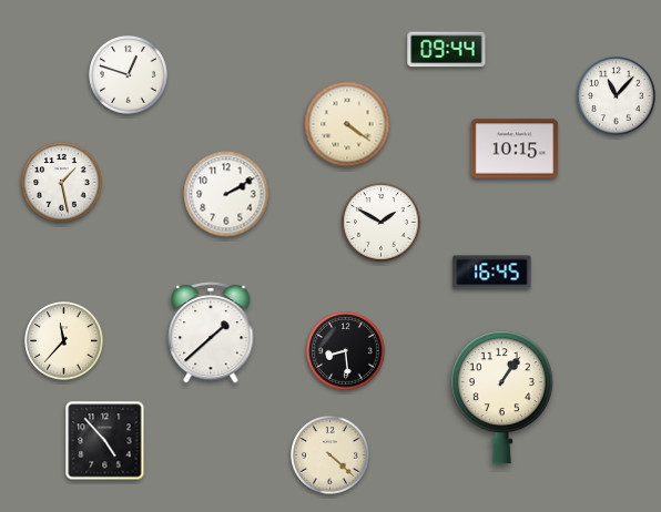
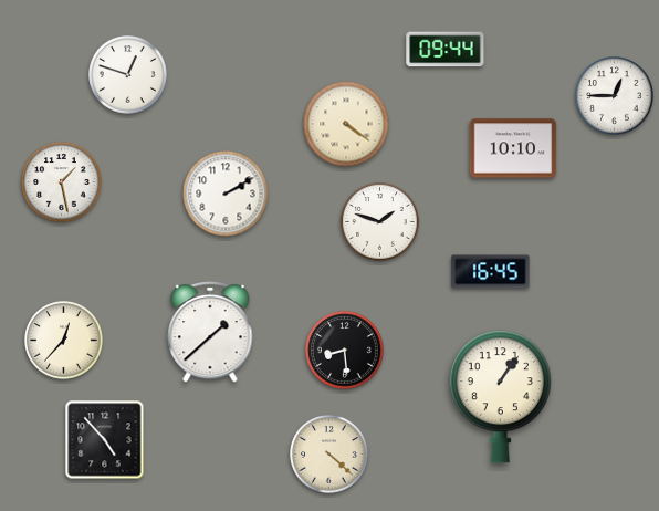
clock at (617, 96): 11:07 -> 12:45
clock at (515, 149): 10:15 -> 10:10
clock at (382, 223): 1:50 -> 1:48
clock at (64, 341): 11:37 -> 12:37
